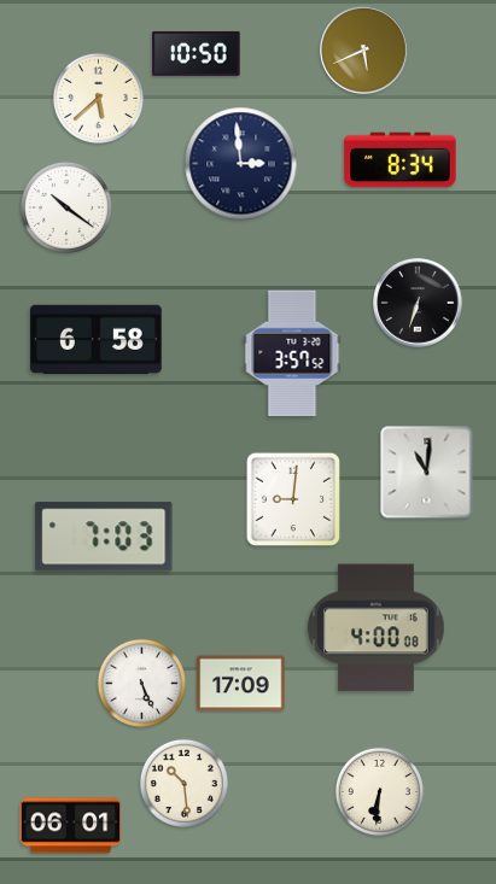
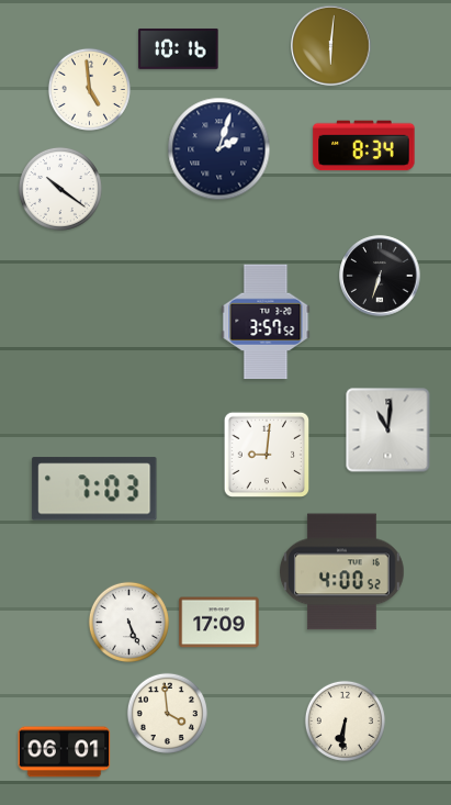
clock at (364, 51): 5:41 -> 6:01
clock at (197, 53): 10:50 -> 10:16
clock at (98, 98): 5:38 -> 4:59
clock at (241, 164): 2:59 -> 2:03
clock at (95, 340): 6:58 -> none
clock at (377, 628): 4:00:08 -> 4:00:52
clock at (183, 783): 10:29 -> 3:59
